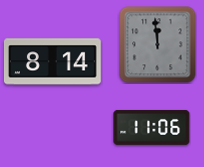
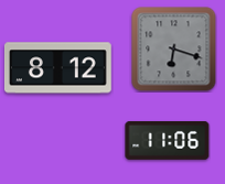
clock at (158, 45): 11:59 -> 6:18
clock at (52, 62): 8:14 -> 8:12
